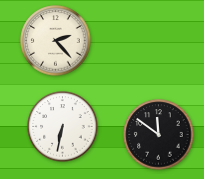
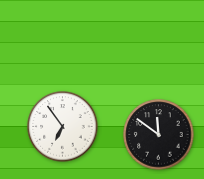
clock at (56, 41): 2:23 -> none
clock at (63, 127): 6:32 -> 6:54
